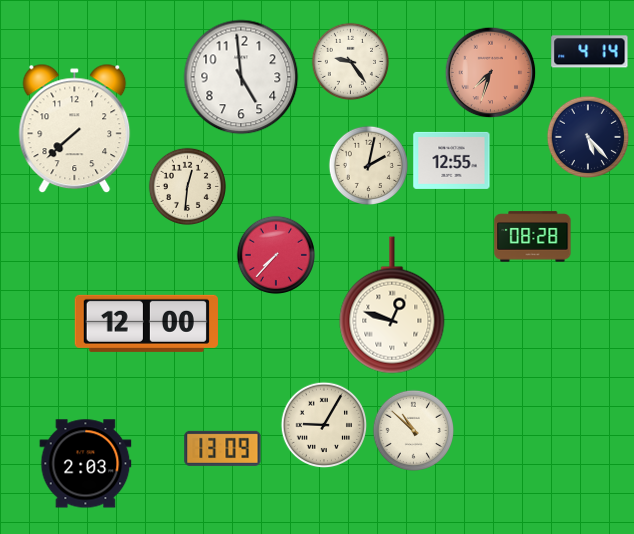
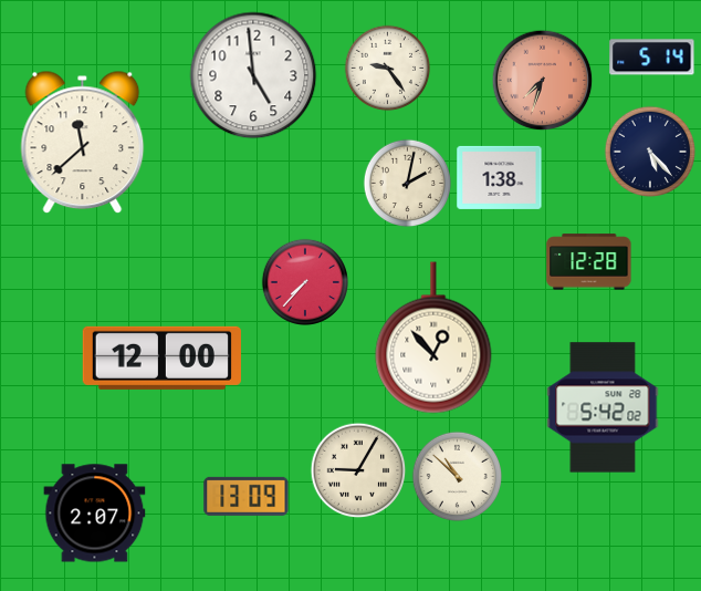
clock at (590, 52): 4:14 -> 5:14
clock at (241, 77) position: (241, 77) -> (253, 75)
clock at (75, 129): 7:38 -> 11:38
clock at (452, 160): 12:55 -> 1:38
clock at (187, 186): 12:31 -> none
clock at (533, 237): 08:28 -> 12:28
clock at (392, 305): 12:48 -> 12:53
clock at (603, 407): none -> 5:42
clock at (86, 464): 2:03 -> 2:07
